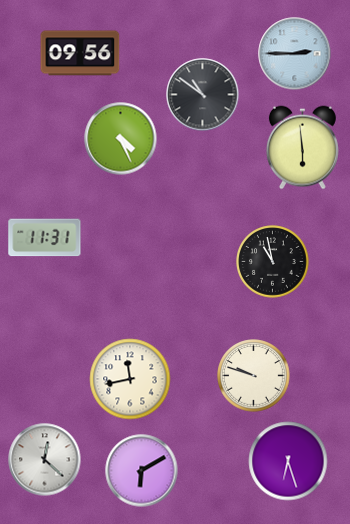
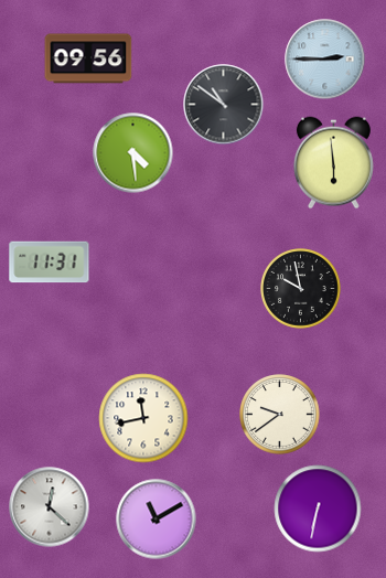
clock at (121, 139): 4:26 -> 4:29
clock at (273, 262): 10:58 -> 9:58
clock at (254, 376): 9:48 -> 9:39
clock at (288, 461): 6:27 -> 6:32
clock at (142, 471): 6:10 -> 11:10
